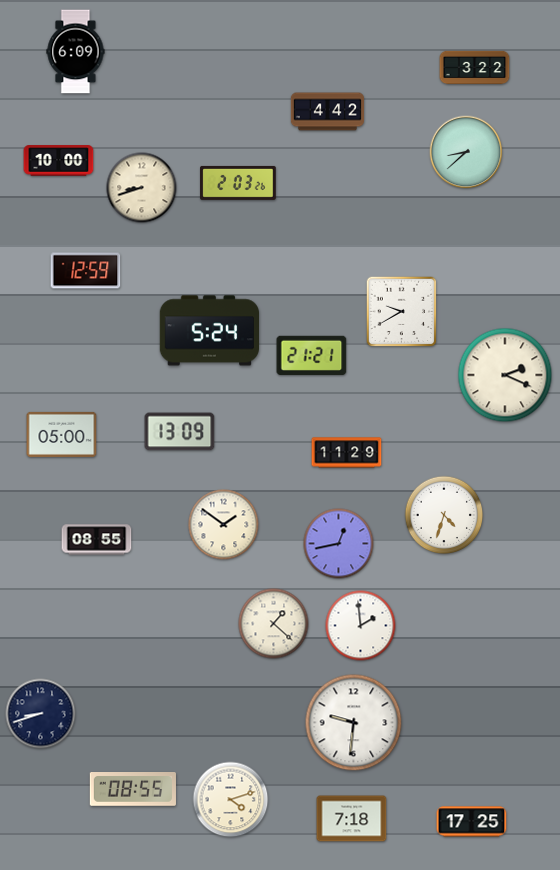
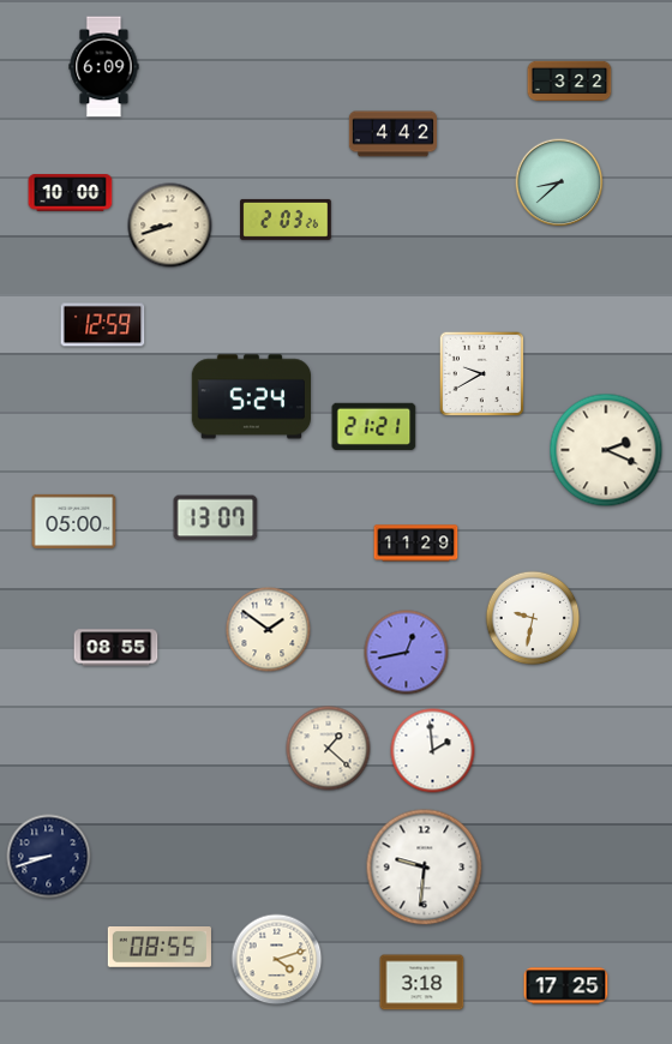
clock at (76, 52) position: (76, 52) -> (104, 67)
clock at (180, 432): 13:09 -> 13:07
clock at (444, 515): 4:33 -> 9:32
clock at (352, 819): 7:18 -> 3:18
